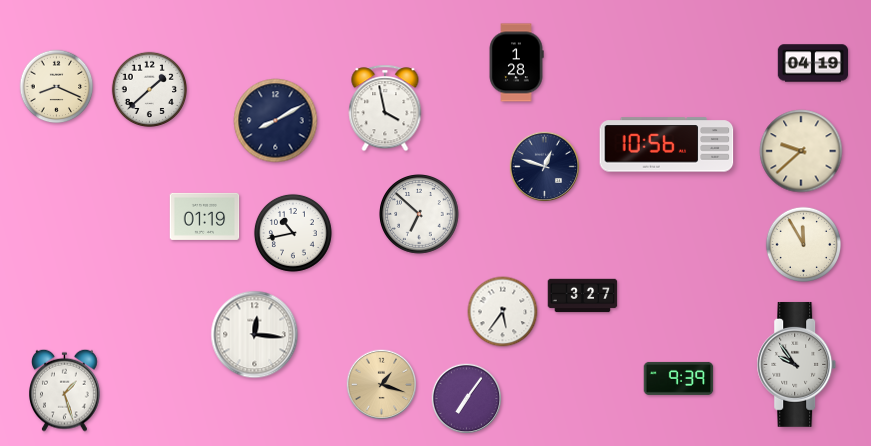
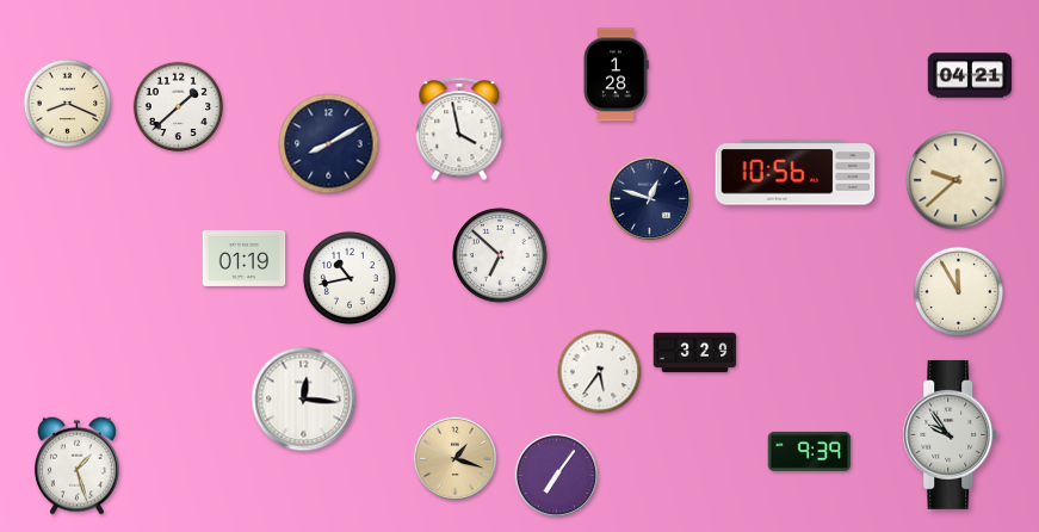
clock at (813, 63): 04:19 -> 04:21
clock at (583, 296): 3:27 -> 3:29
